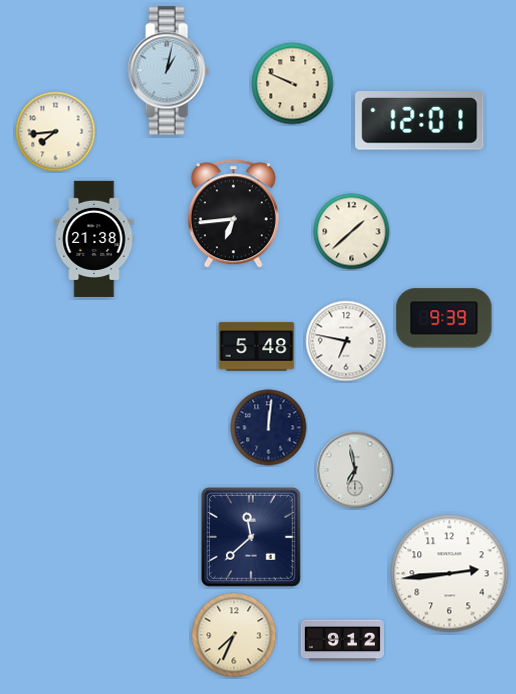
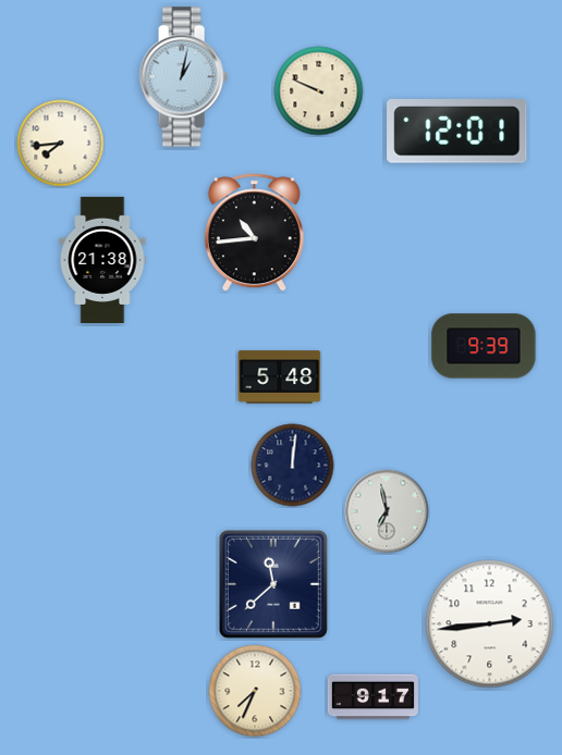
clock at (233, 214): 6:44 -> 10:44
clock at (352, 232): 1:38 -> none
clock at (346, 341): 6:47 -> none
clock at (342, 641): 9:12 -> 9:17
